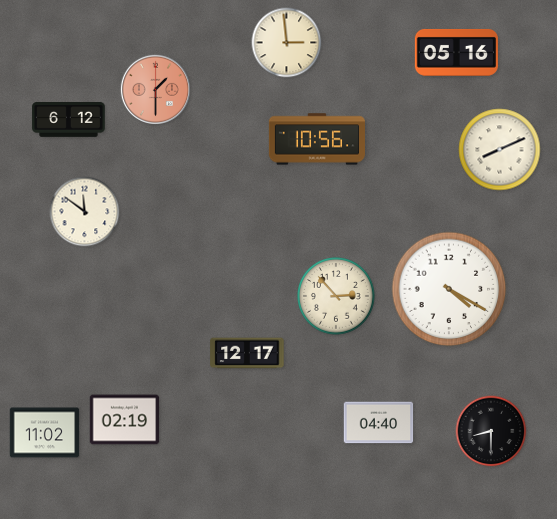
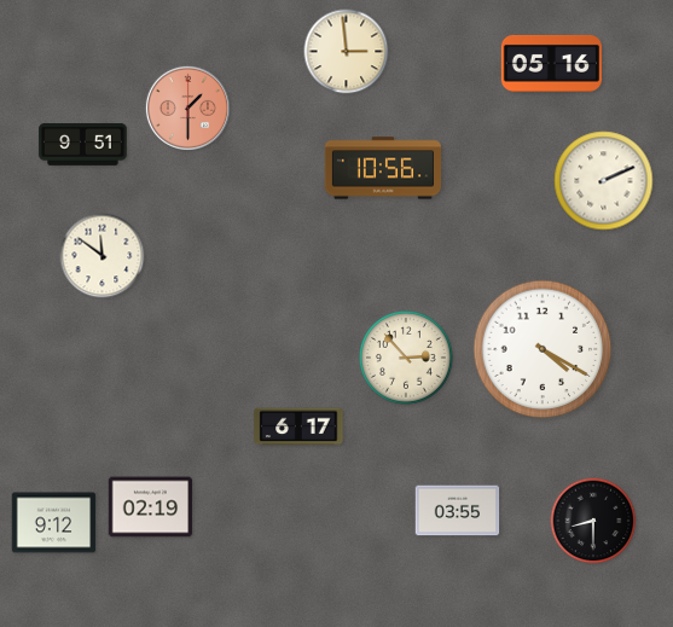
clock at (69, 120): 6:12 -> 9:51
clock at (500, 150): 8:11 -> 2:11
clock at (247, 353): 12:17 -> 6:17
clock at (379, 423): 04:40 -> 03:55
clock at (45, 433): 11:02 -> 9:12
